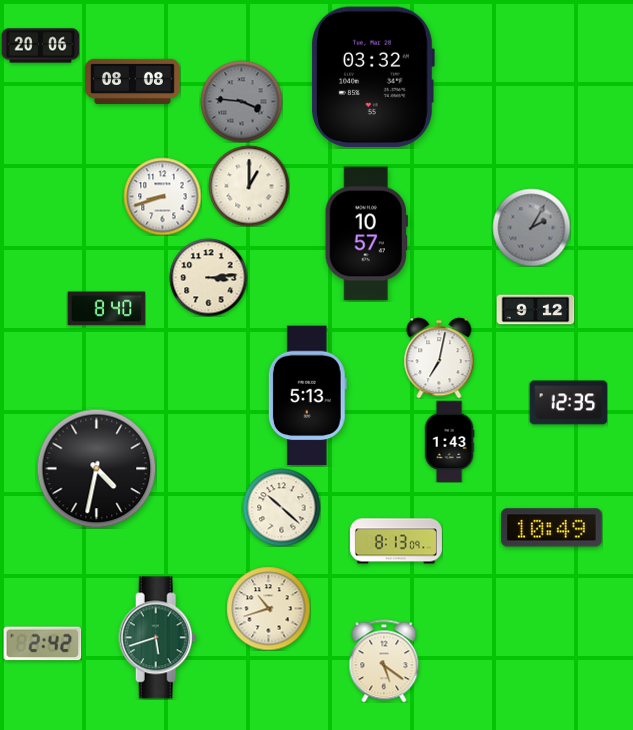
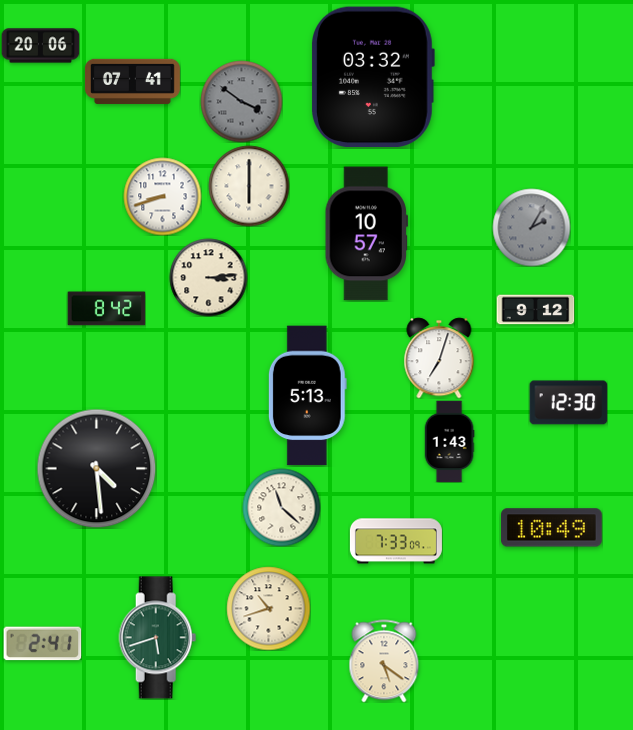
clock at (132, 81): 08:08 -> 07:41
clock at (241, 101): 3:46 -> 3:51
clock at (249, 186): 1:00 -> 6:00
clock at (106, 309): 8:40 -> 8:42
clock at (439, 358): 7:02 -> 7:03
clock at (568, 403): 12:35 -> 12:30
clock at (96, 468): 4:32 -> 4:29
clock at (281, 507): 10:22 -> 11:22
clock at (396, 541): 8:13 -> 7:33
clock at (42, 644): 2:42 -> 2:41
